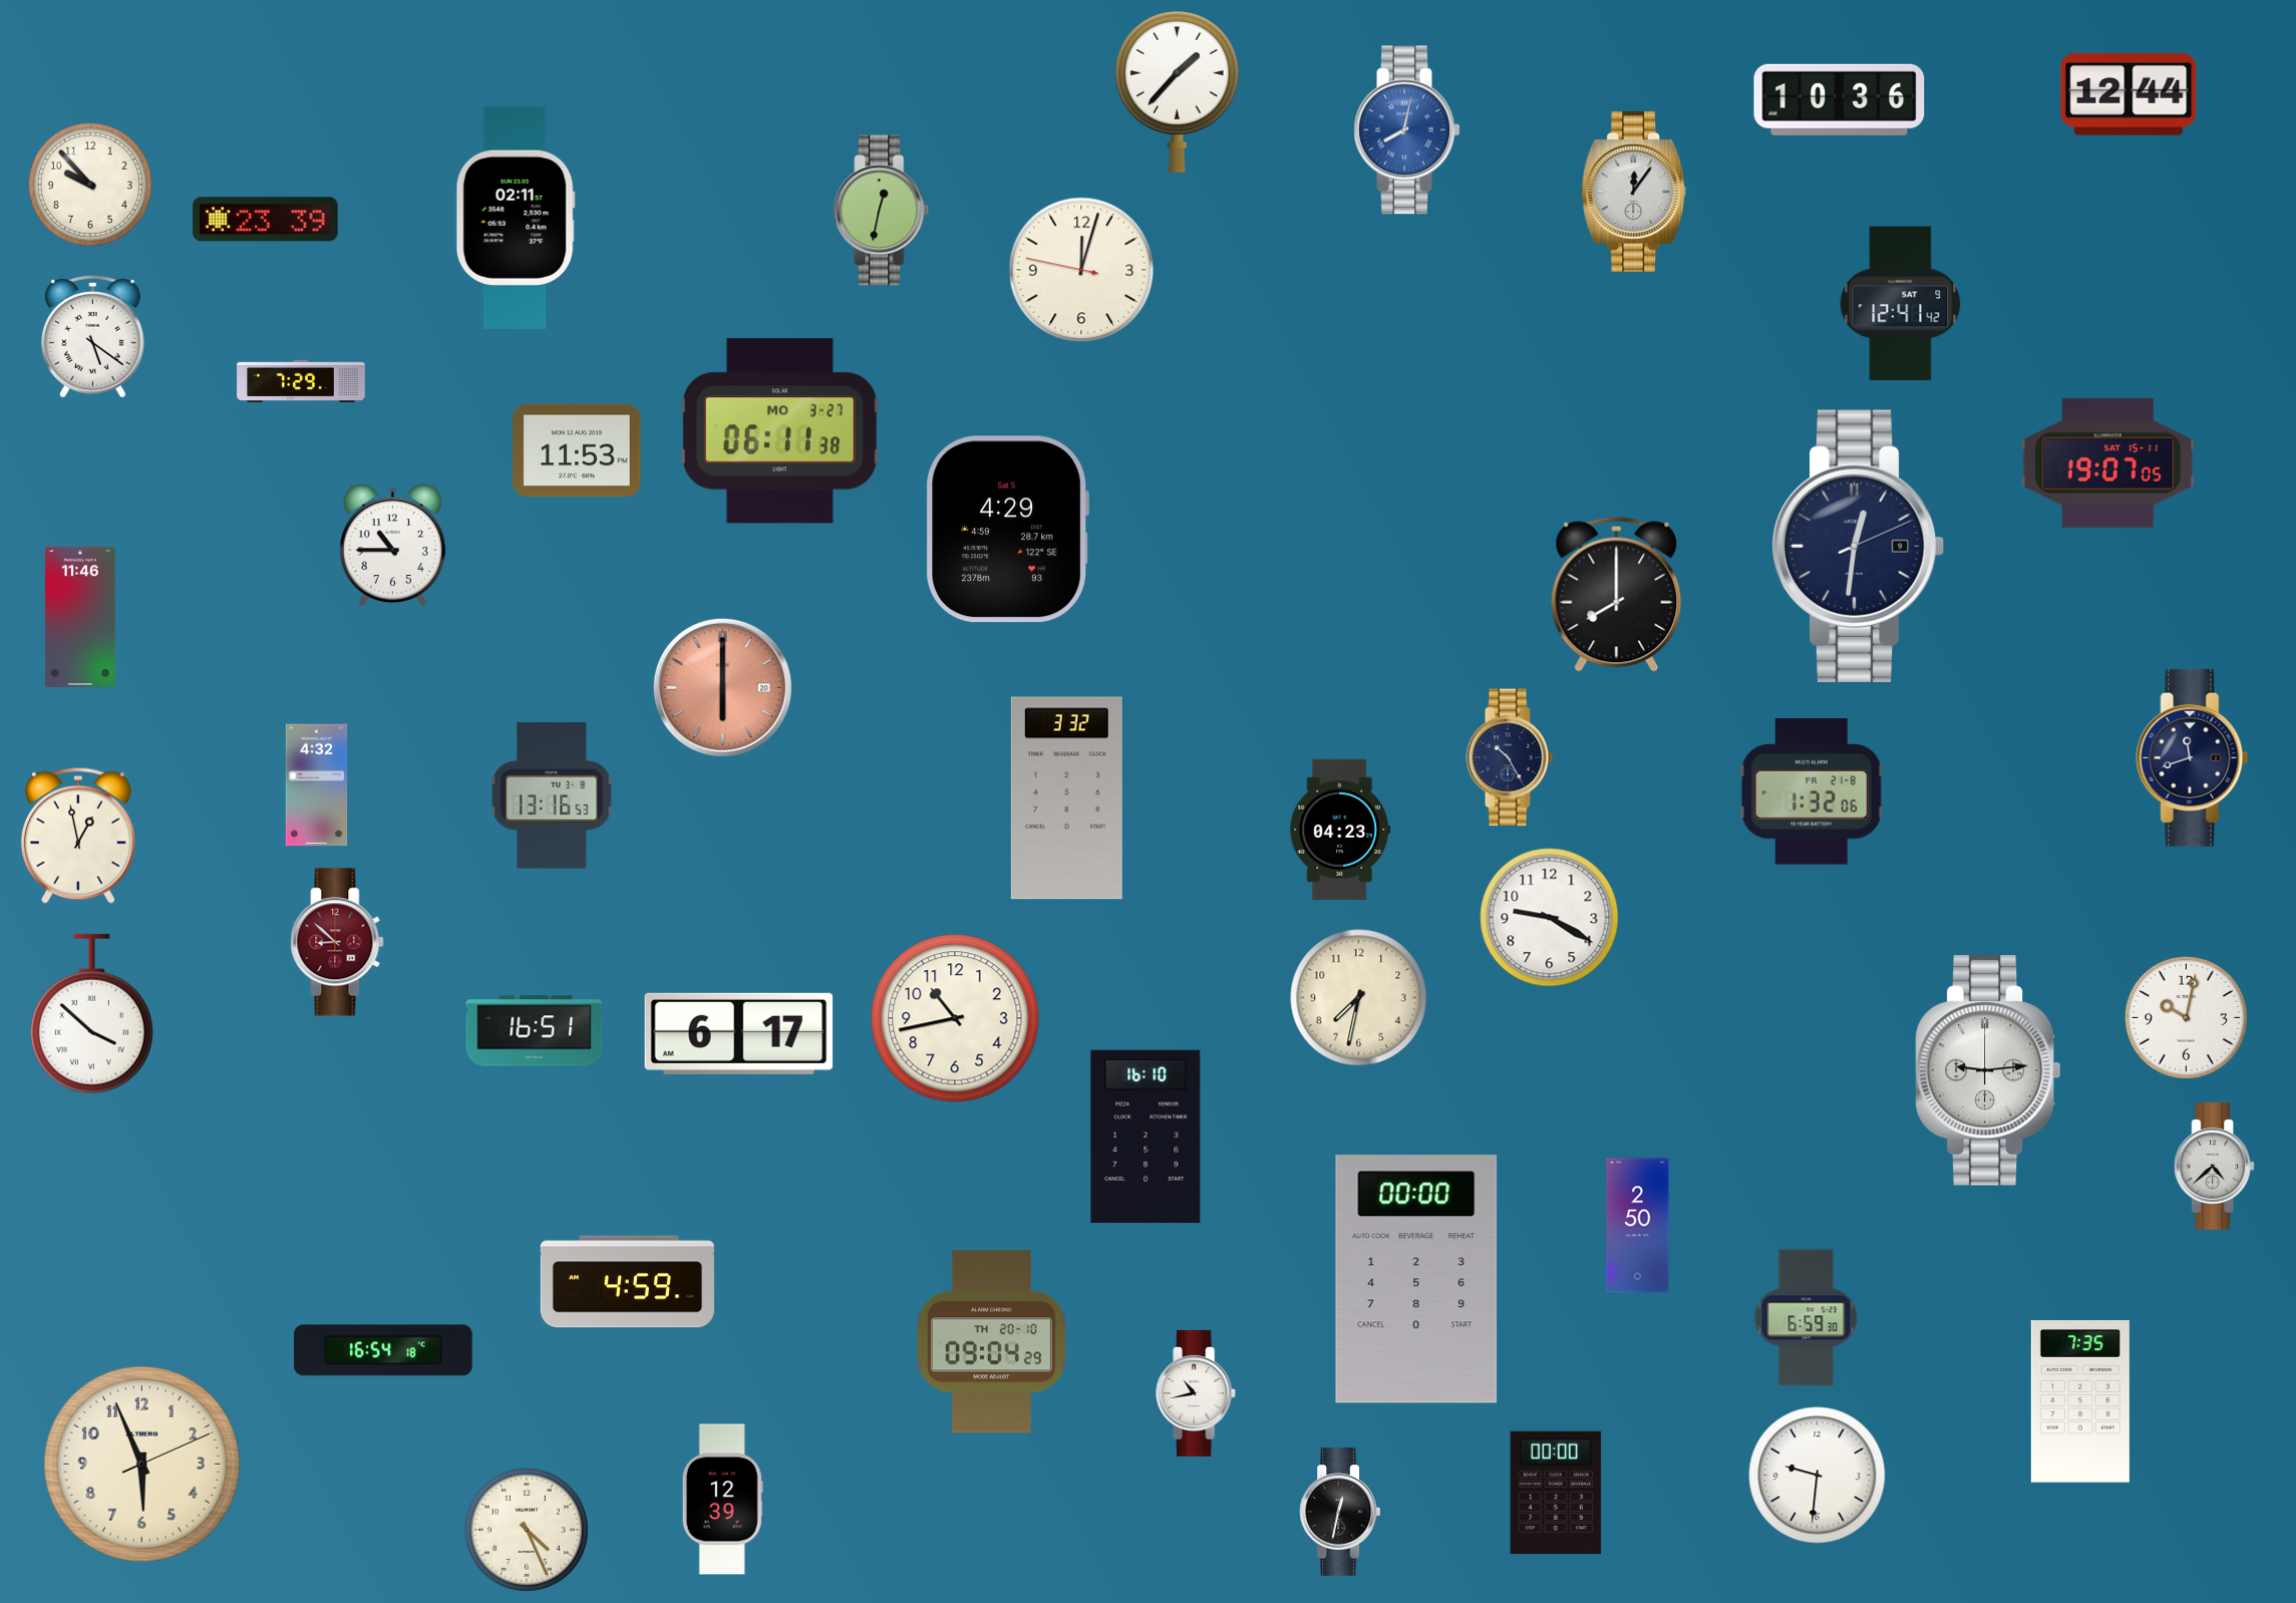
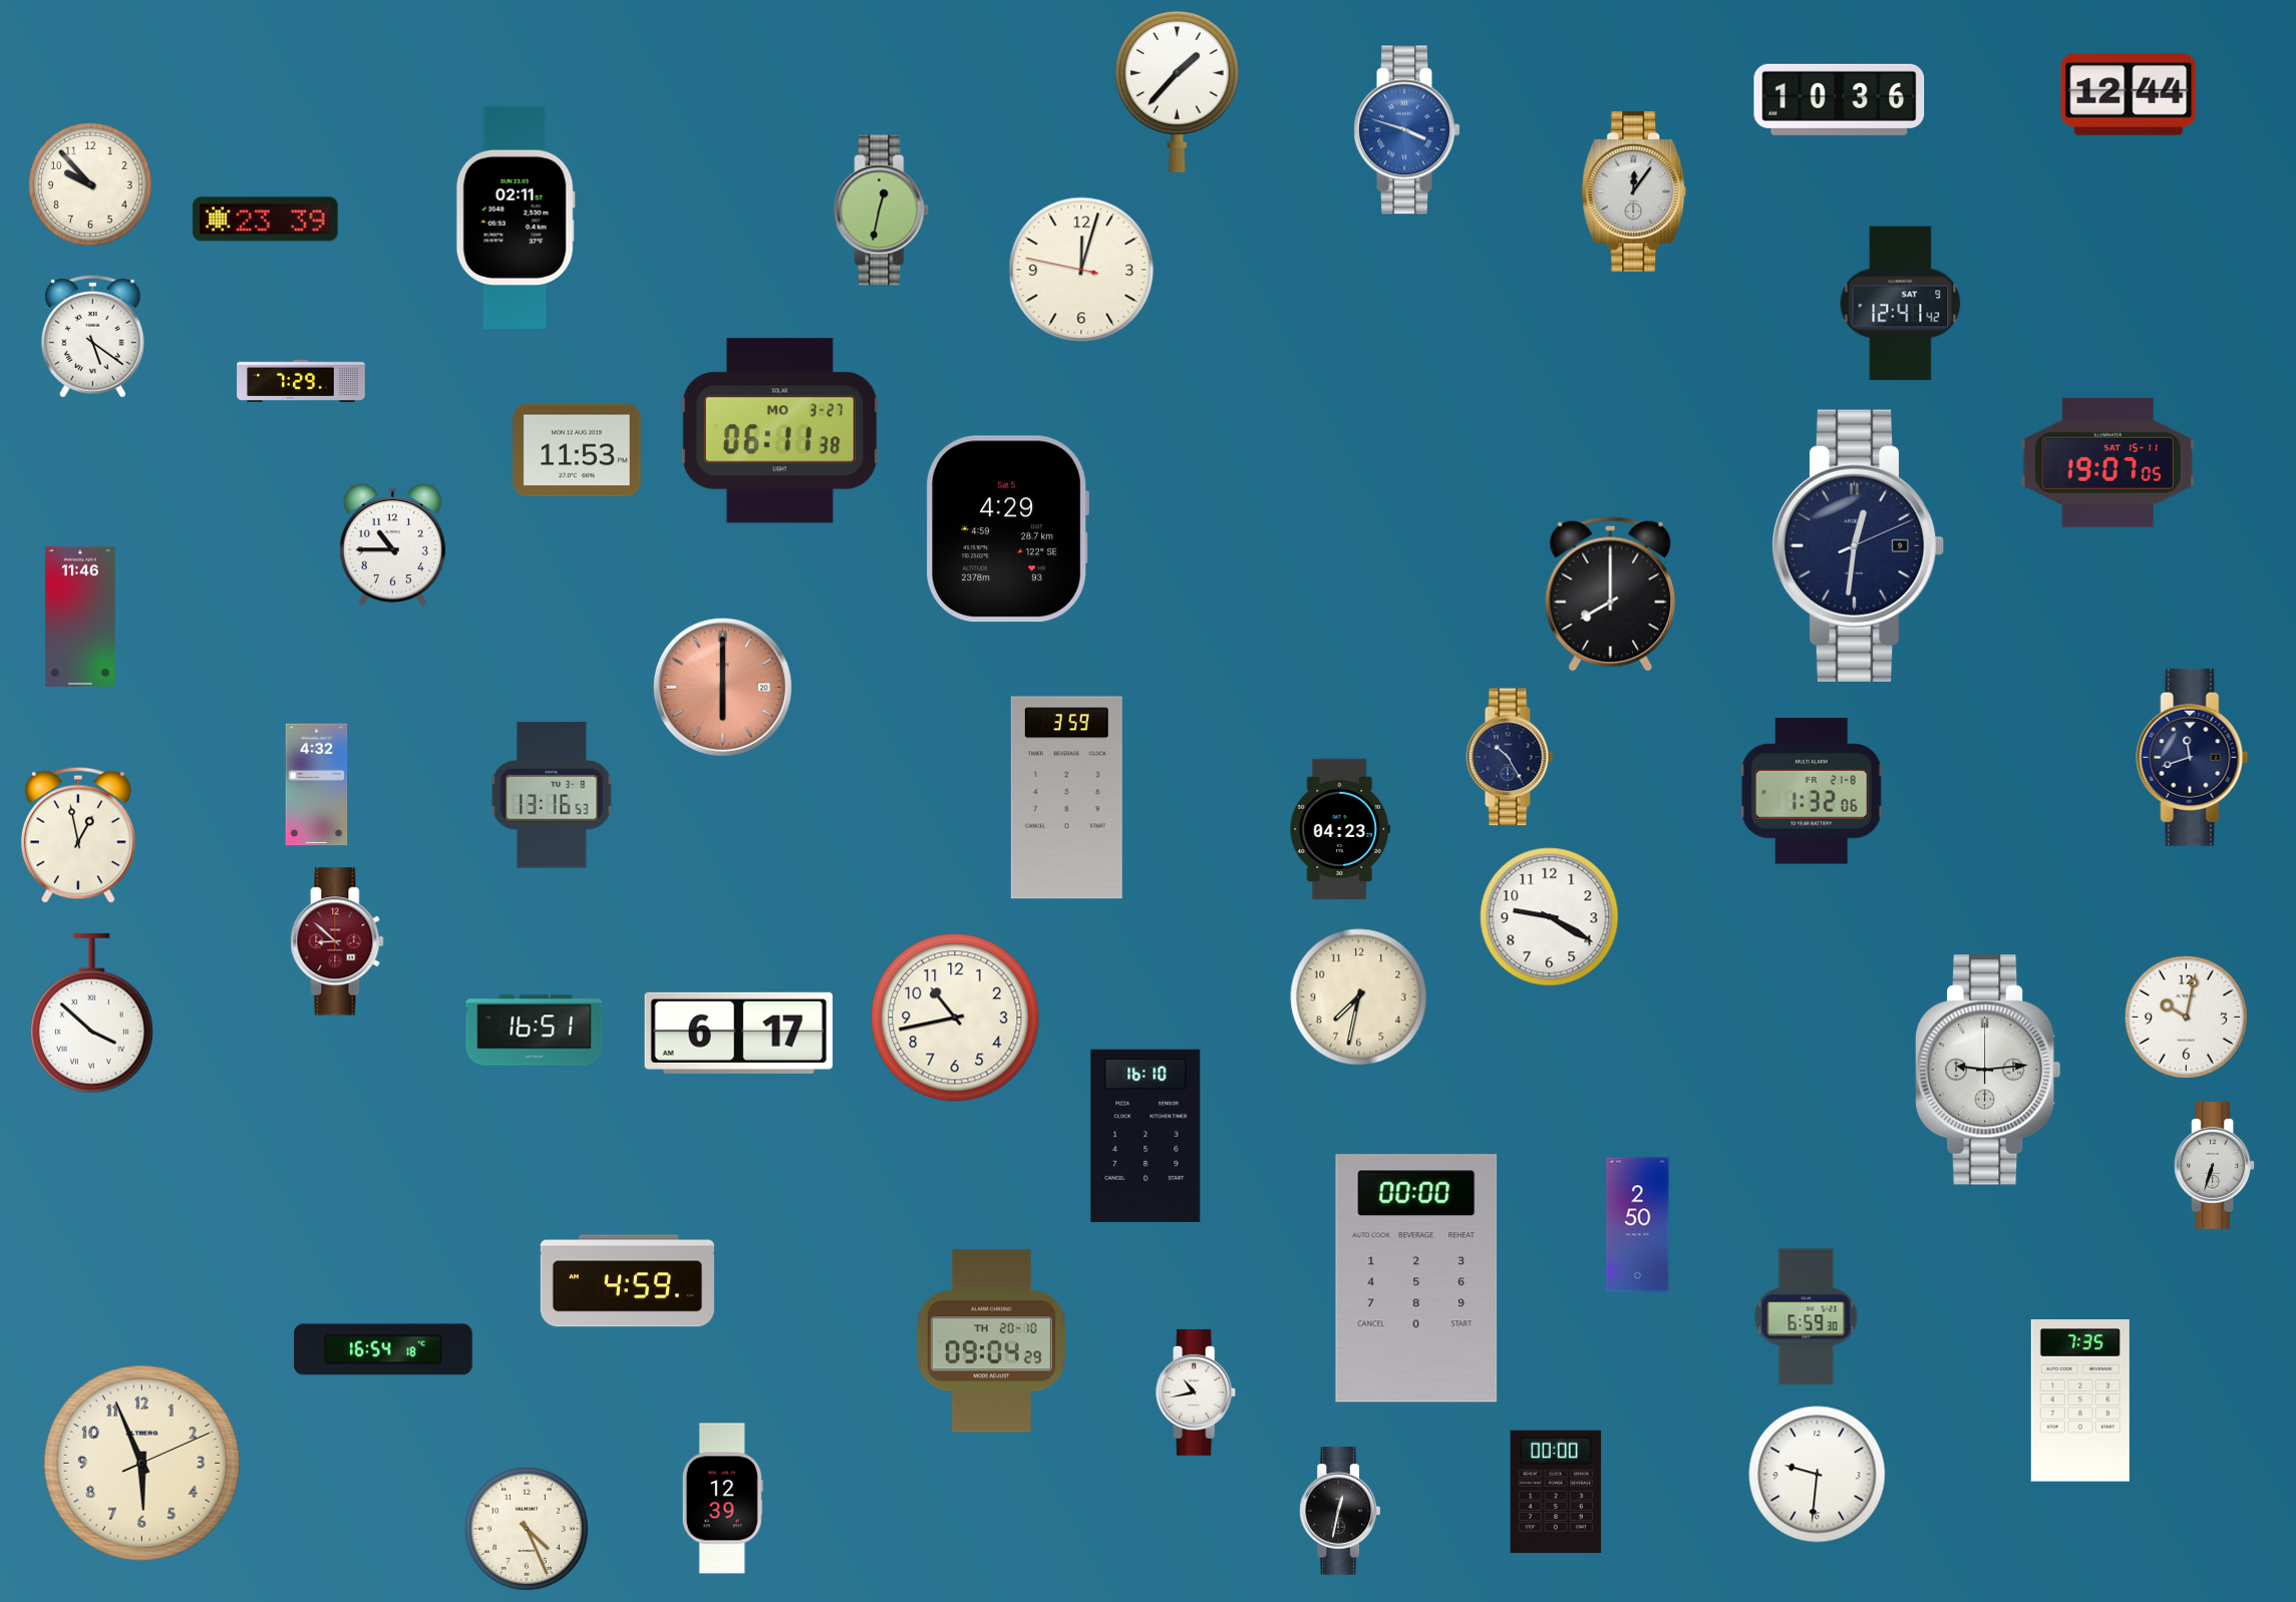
clock at (1406, 130): 8:02 -> 3:48
clock at (1617, 594) position: (1617, 594) -> (1611, 593)
clock at (1066, 798): 3:32 -> 3:59
clock at (2215, 1167): 4:38 -> 6:33
